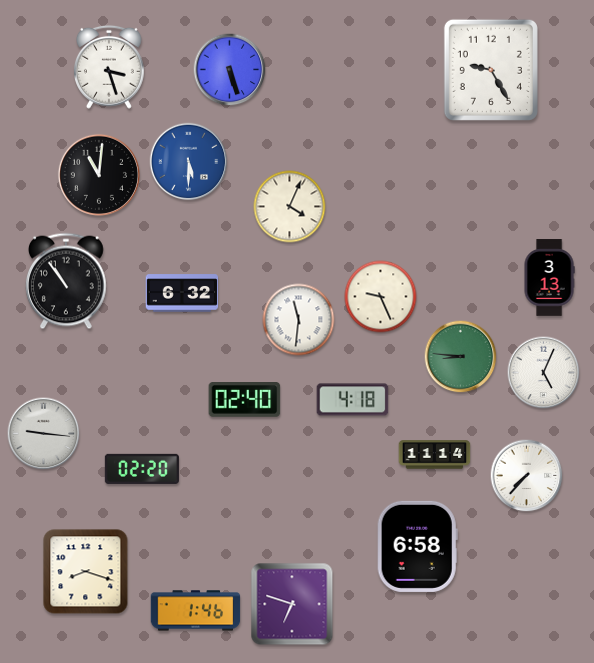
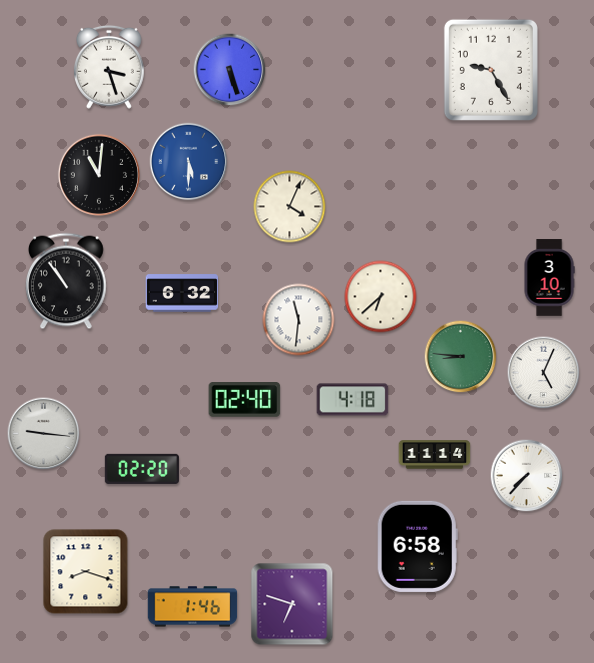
clock at (549, 278): 3:13 -> 3:10
clock at (381, 297): 9:26 -> 6:38
clock at (196, 611) position: (196, 611) -> (193, 607)
